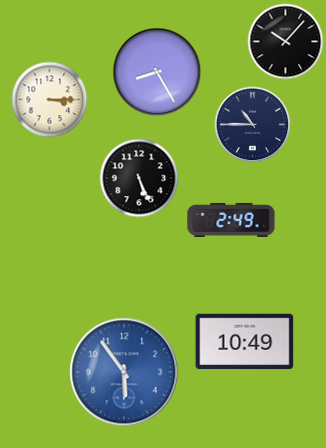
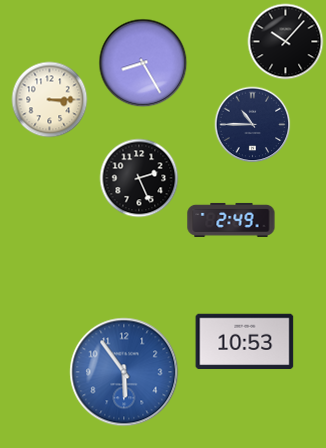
clock at (157, 72) position: (157, 72) -> (143, 63)
clock at (139, 178): 5:26 -> 2:26
clock at (245, 342): 10:49 -> 10:53
